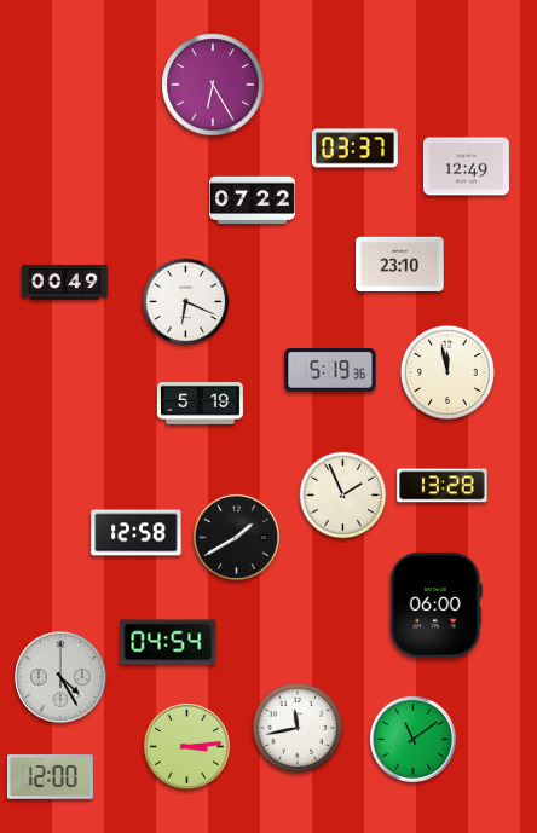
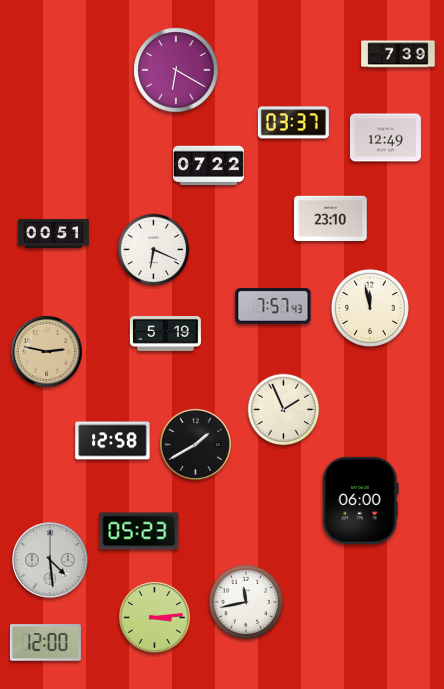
clock at (398, 54): none -> 7:39
clock at (213, 85): 6:25 -> 6:20
clock at (64, 282): 00:49 -> 00:51
clock at (330, 371): 5:19 -> 7:57
clock at (46, 351): none -> 2:47
clock at (443, 486): 13:28 -> none
clock at (168, 642): 04:54 -> 05:23
clock at (60, 677): 4:25 -> 4:29
clock at (412, 739): 11:09 -> none
clock at (50, 777) position: (50, 777) -> (45, 643)
